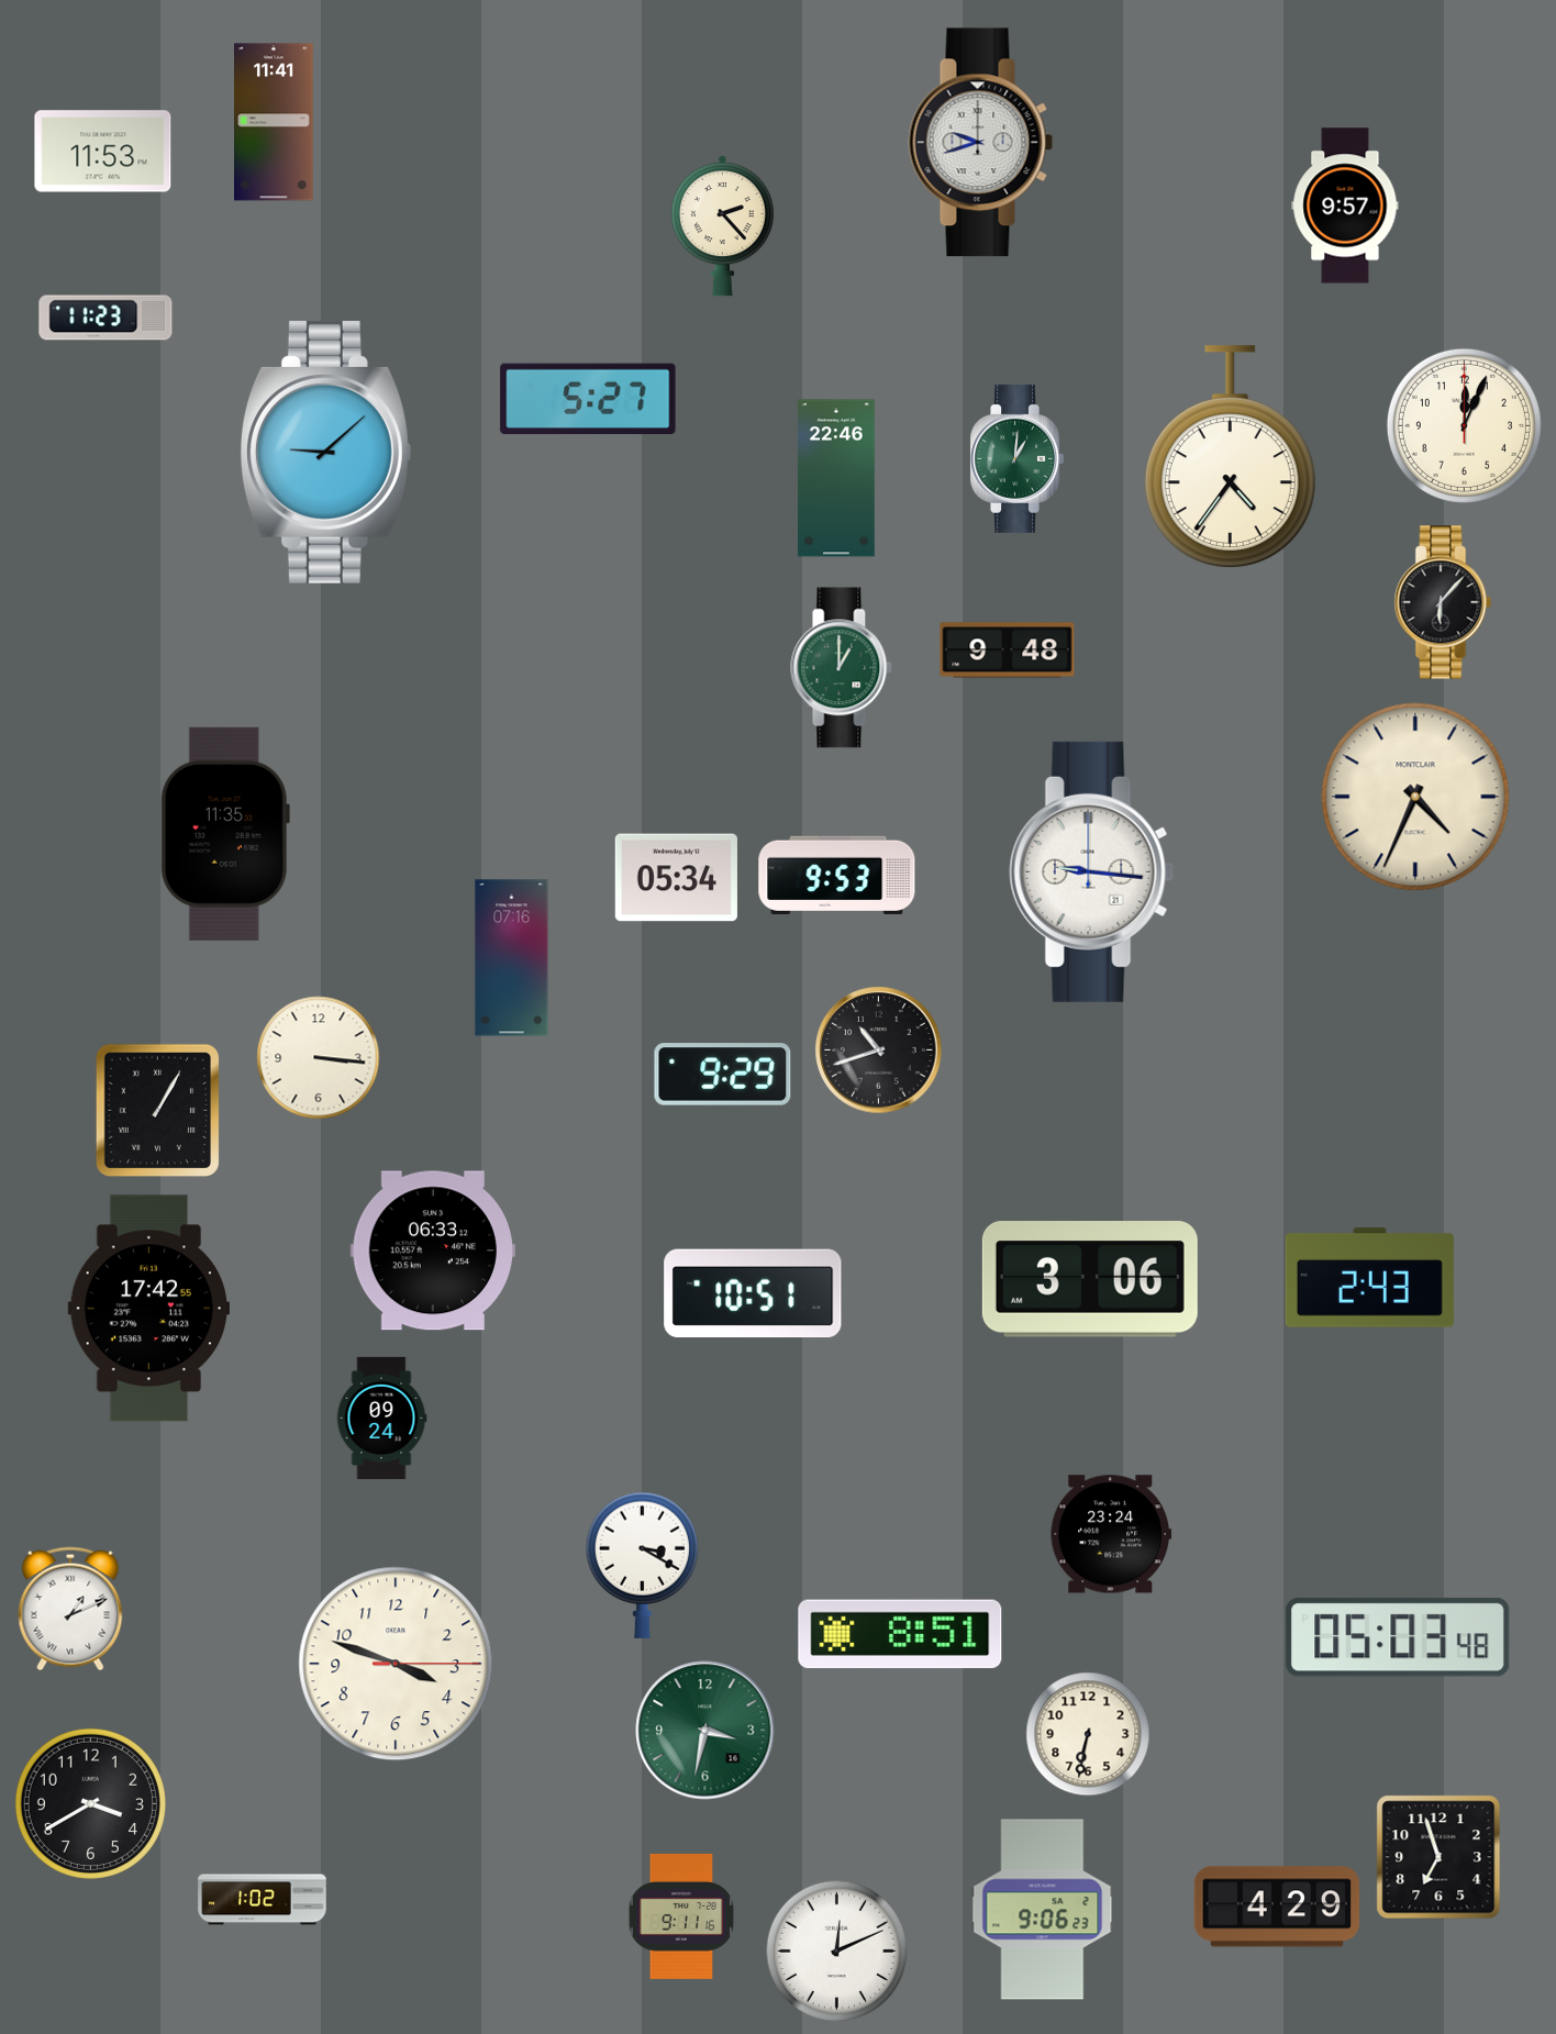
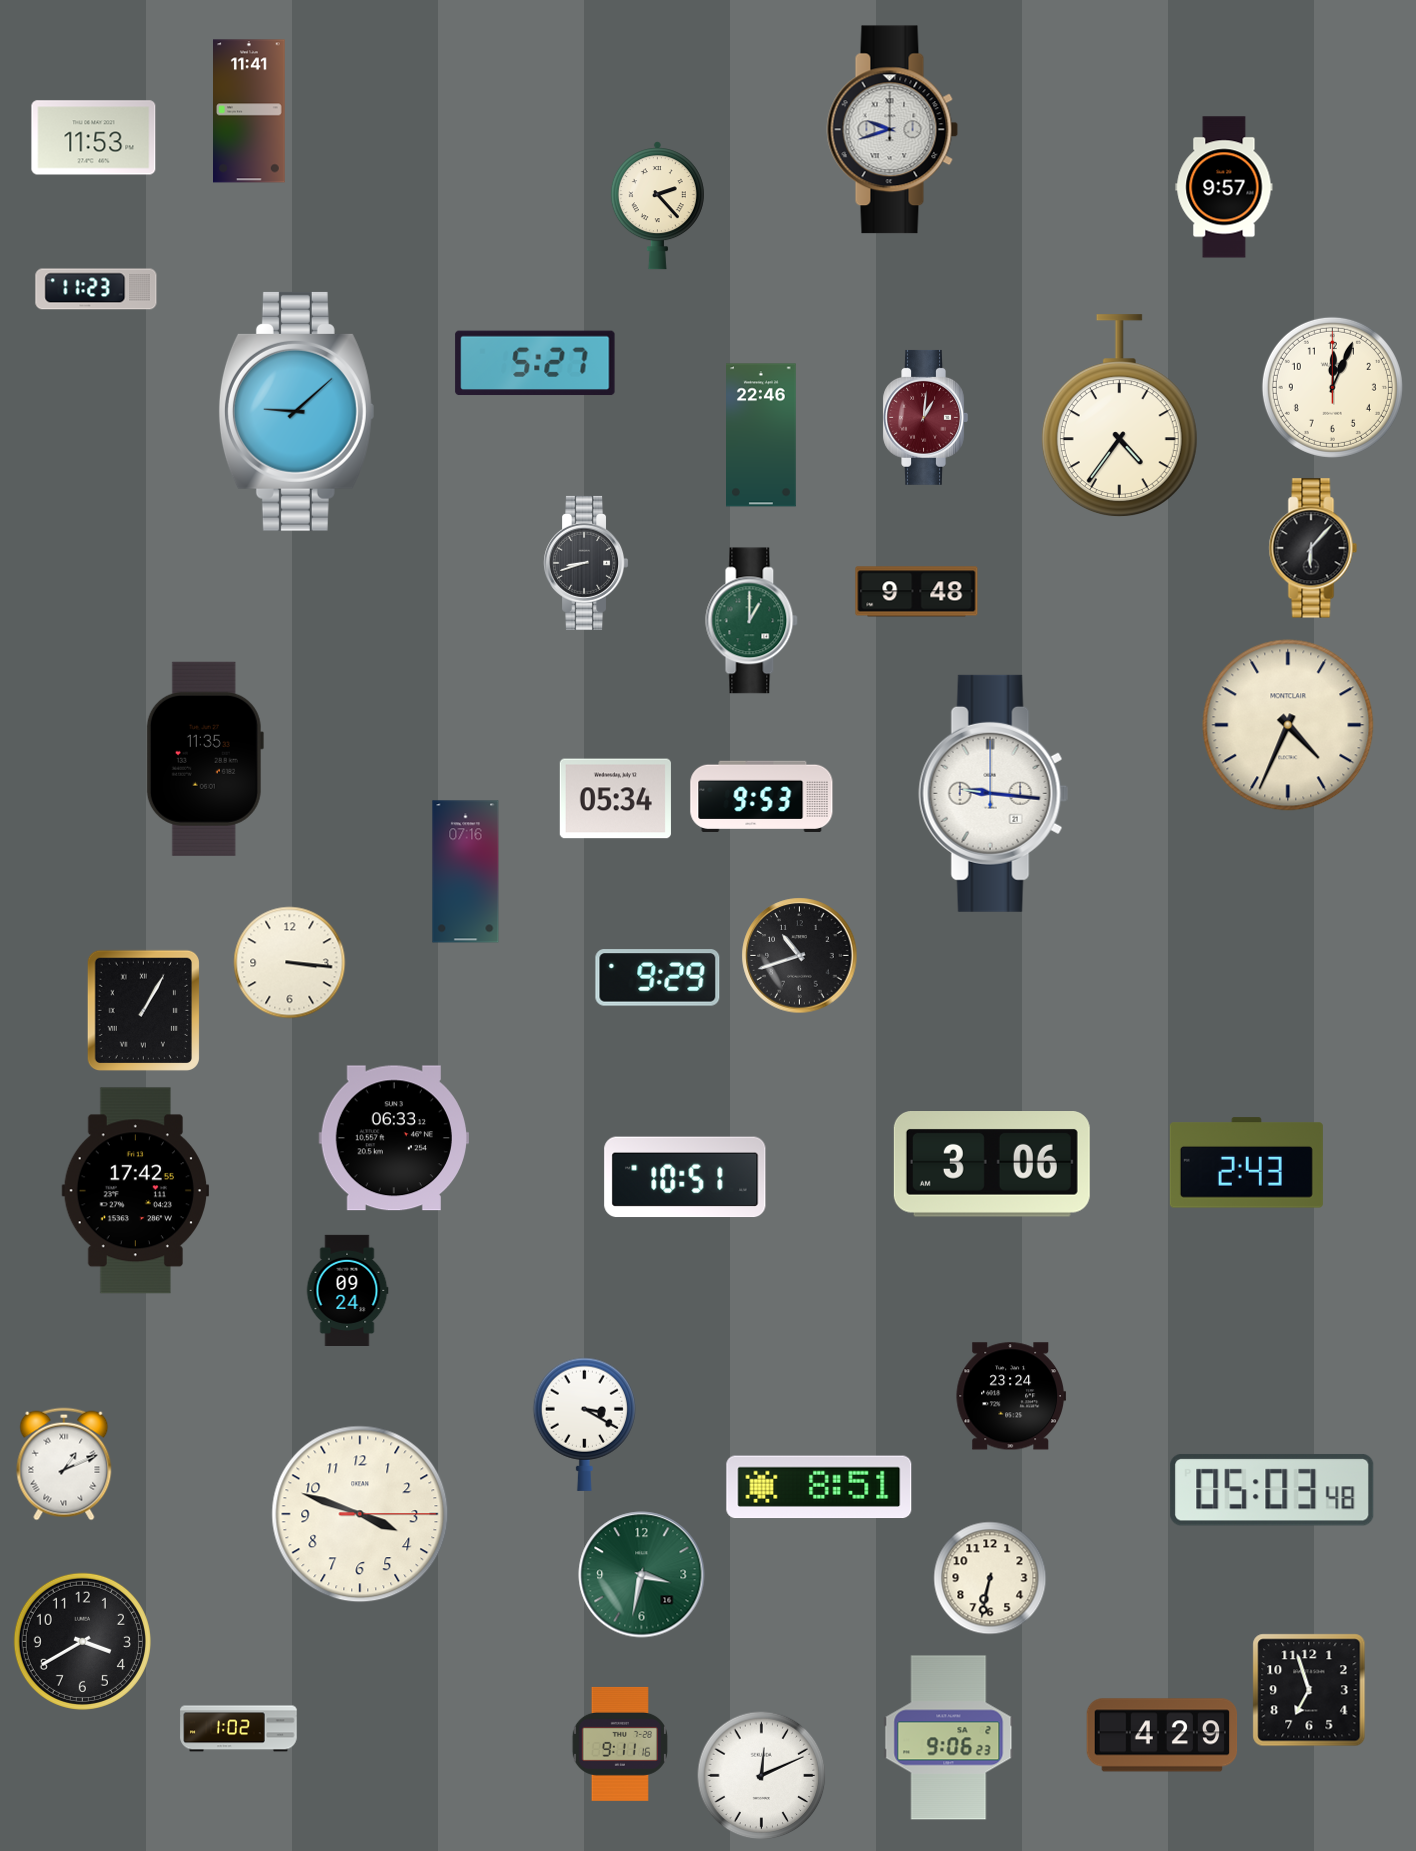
clock at (1016, 458) dial: green -> burgundy
clock at (586, 563): none -> 8:42
clock at (842, 668) position: (842, 668) -> (752, 621)
